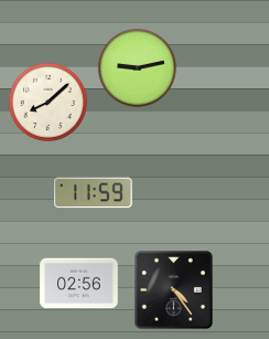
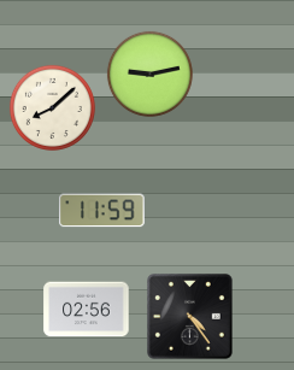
clock at (47, 102) position: (47, 102) -> (52, 107)
